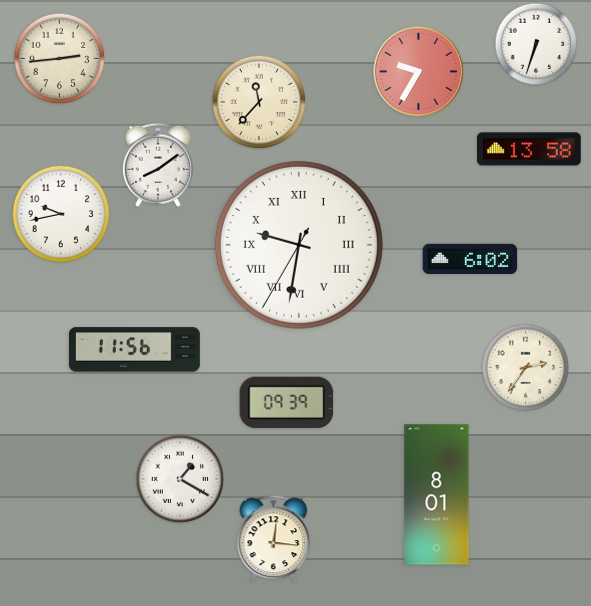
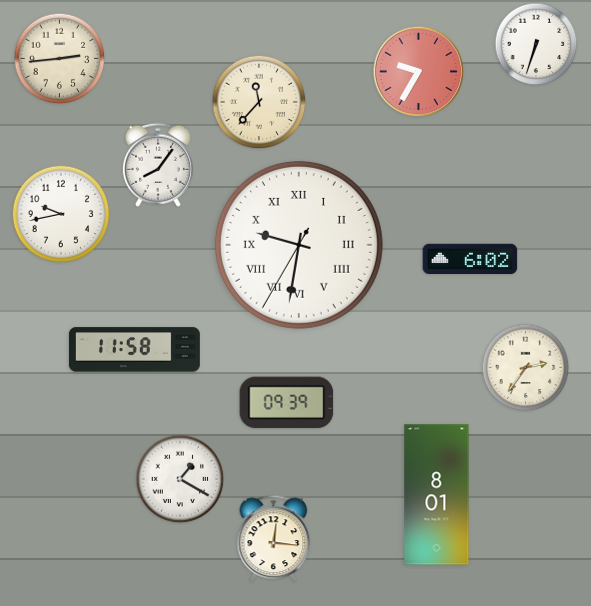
clock at (530, 149): 13:58 -> none
clock at (158, 165): 8:09 -> 8:06
clock at (134, 350): 11:56 -> 11:58
